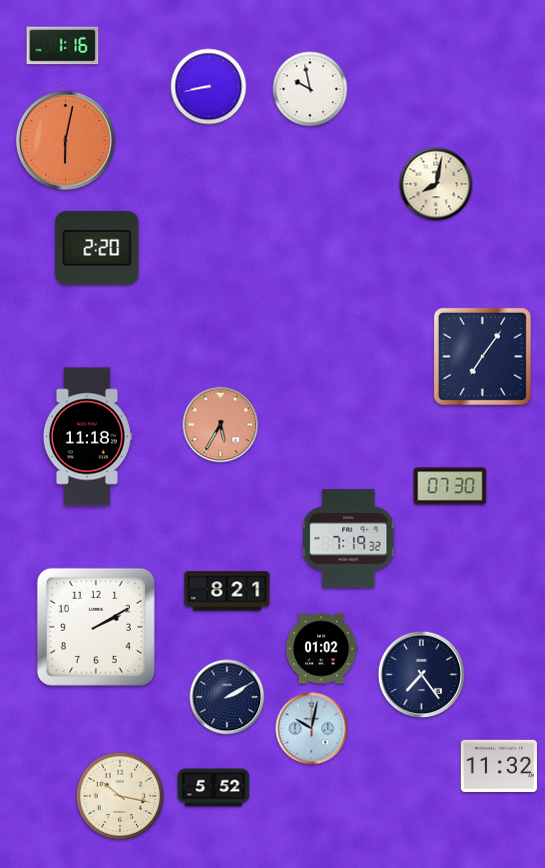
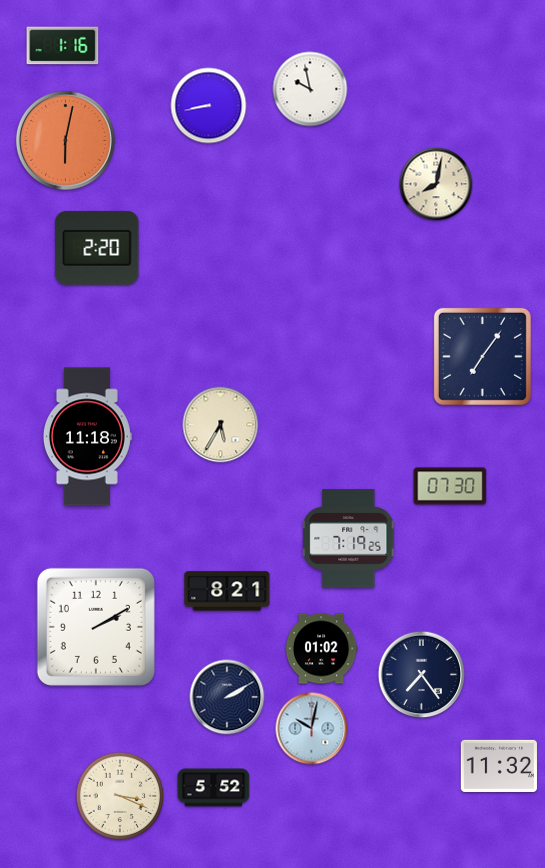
clock at (209, 87) position: (209, 87) -> (209, 106)
clock at (221, 425) dial: salmon -> cream
clock at (349, 539): 7:19:32 -> 7:19:25
clock at (120, 796): 10:17 -> 3:19
